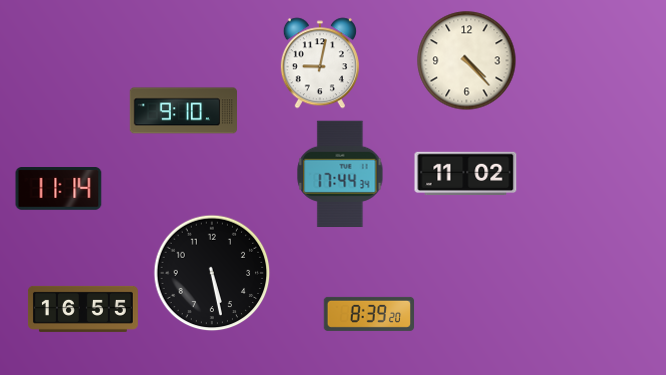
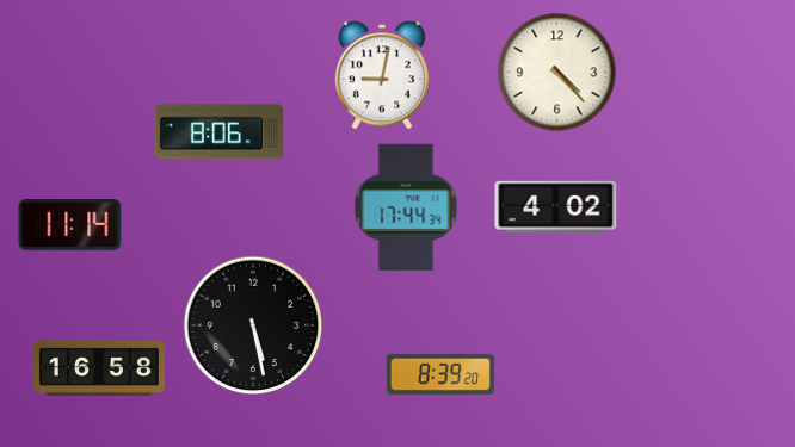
clock at (183, 111): 9:10 -> 8:06
clock at (466, 173): 11:02 -> 4:02
clock at (83, 309): 16:55 -> 16:58
